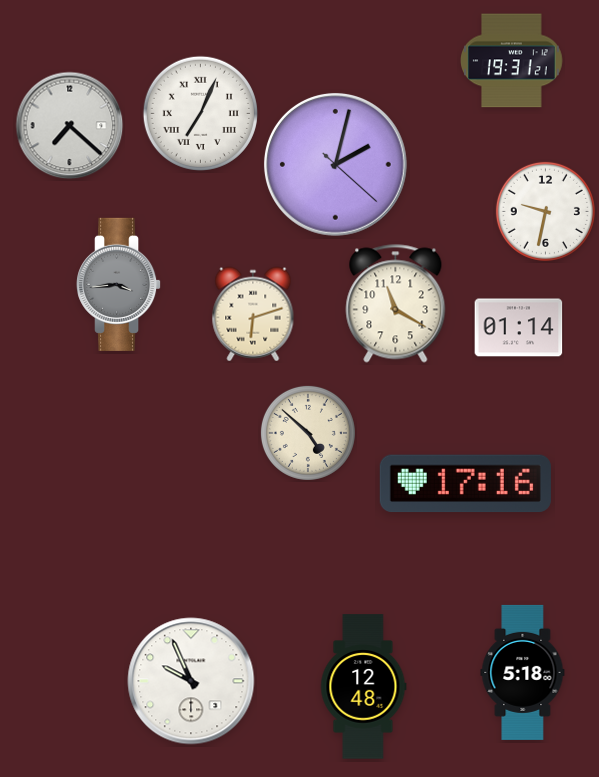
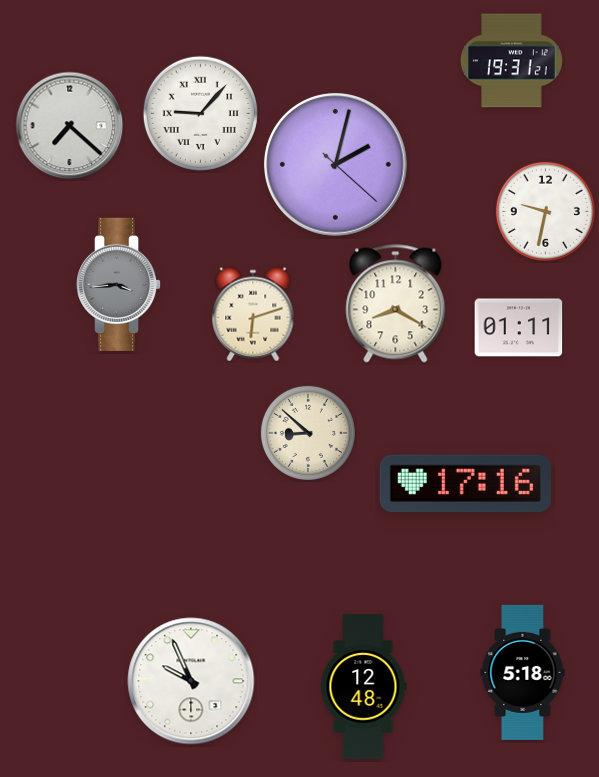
clock at (200, 113): 7:04 -> 9:07
clock at (396, 304): 11:20 -> 8:20
clock at (519, 328): 01:14 -> 01:11
clock at (308, 433): 4:52 -> 8:52
